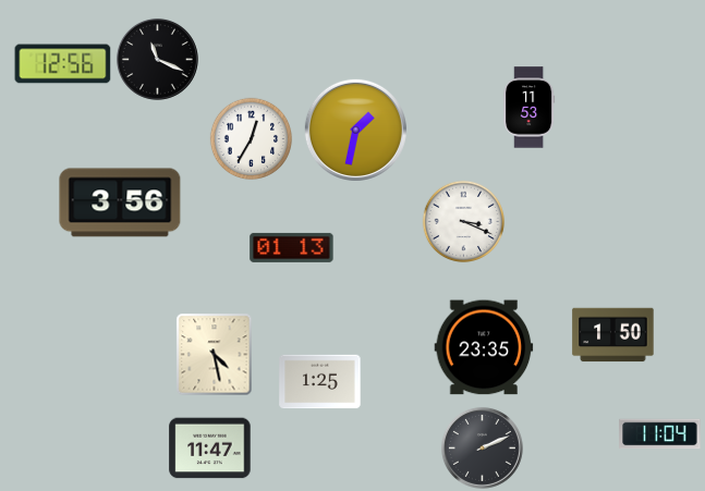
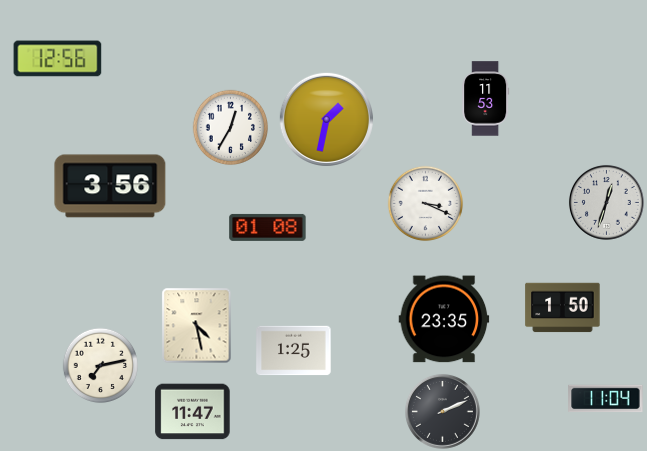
clock at (157, 59): 11:19 -> none
clock at (606, 202): none -> 12:33
clock at (292, 247): 01:13 -> 01:08
clock at (101, 366): none -> 7:13
